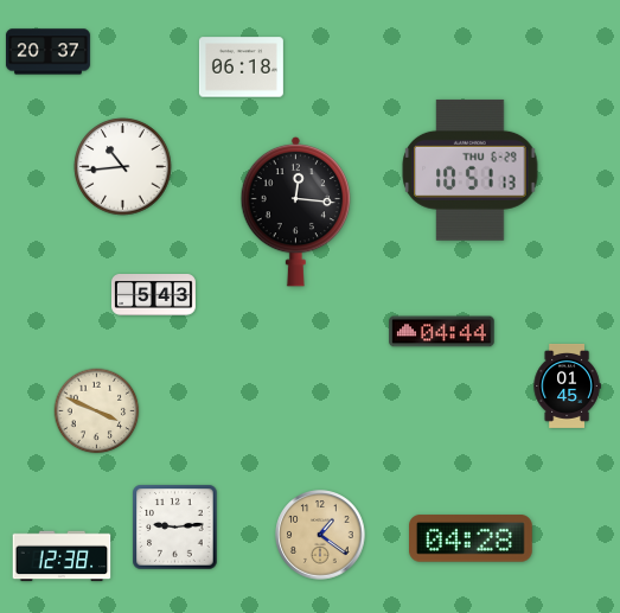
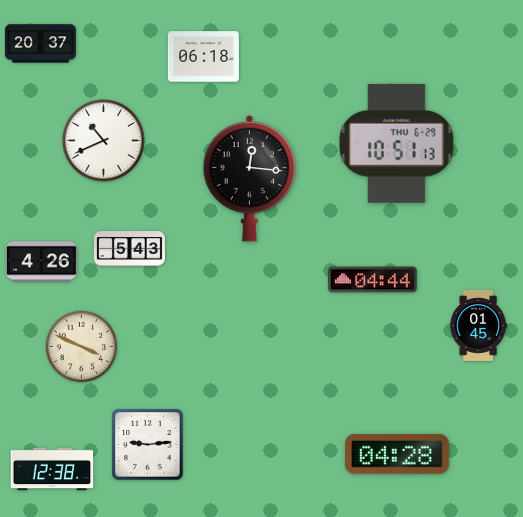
clock at (123, 167): 10:44 -> 10:41
clock at (41, 262): none -> 4:26
clock at (320, 535): 1:21 -> none
